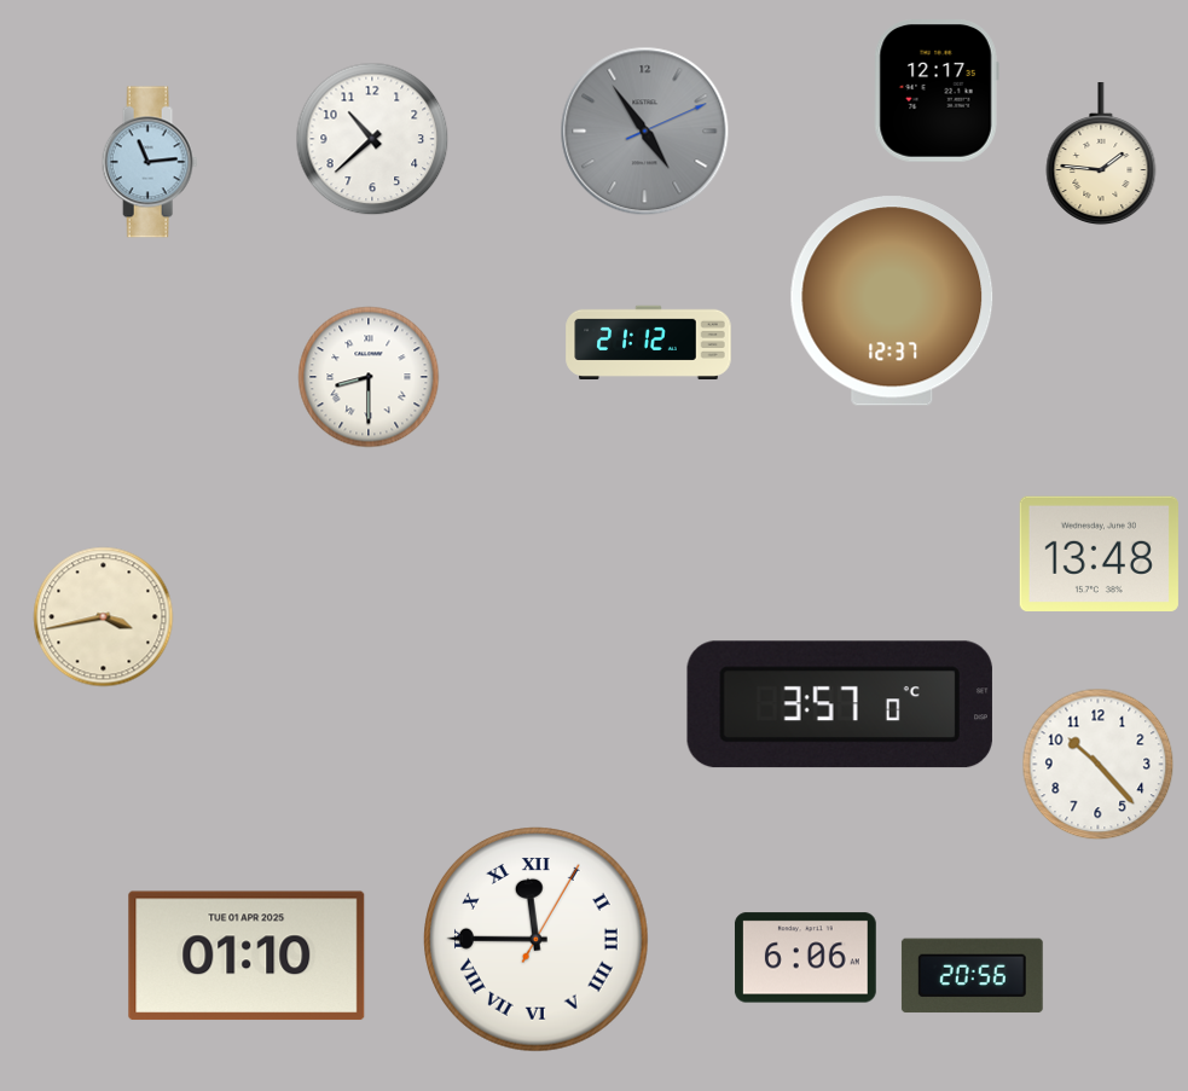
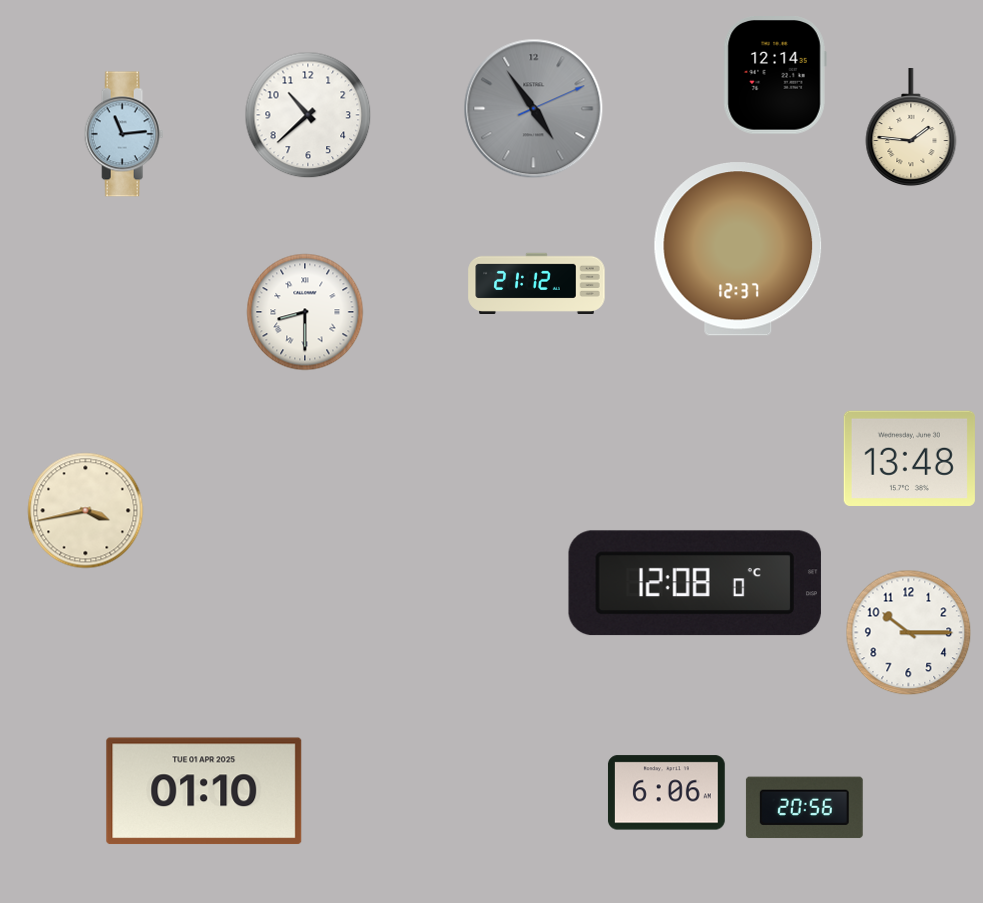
clock at (937, 92): 12:17 -> 12:14
clock at (840, 704): 3:57 -> 12:08
clock at (1099, 765): 10:23 -> 10:15
clock at (537, 940): 11:45 -> none
